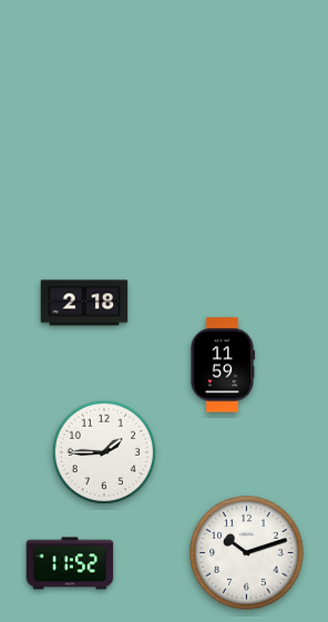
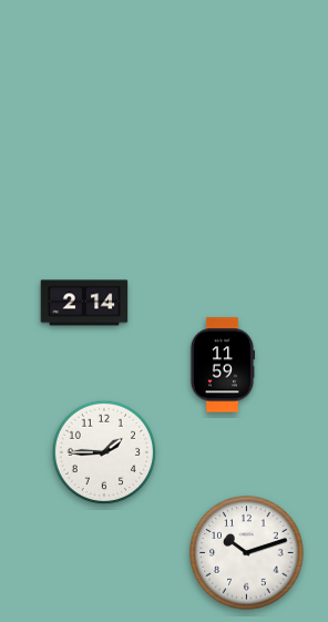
clock at (84, 303): 2:18 -> 2:14
clock at (70, 563): 11:52 -> none
